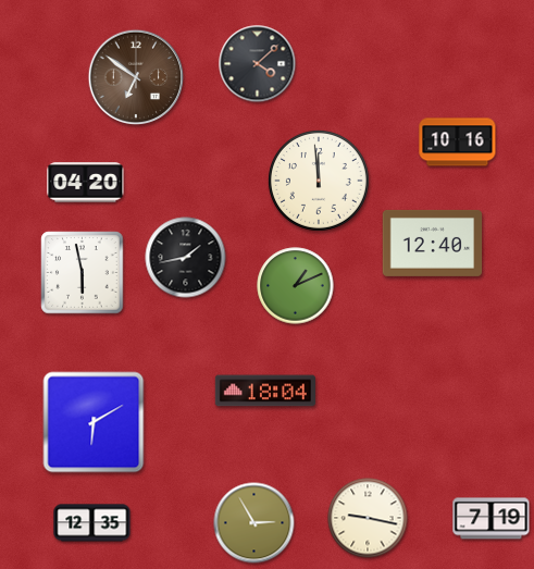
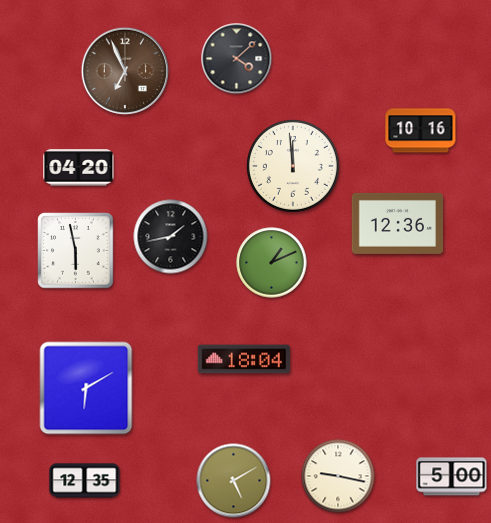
clock at (135, 76): 6:51 -> 6:56
clock at (433, 243): 12:40 -> 12:36
clock at (492, 519): 7:19 -> 5:00
clock at (254, 523): 2:55 -> 5:10
